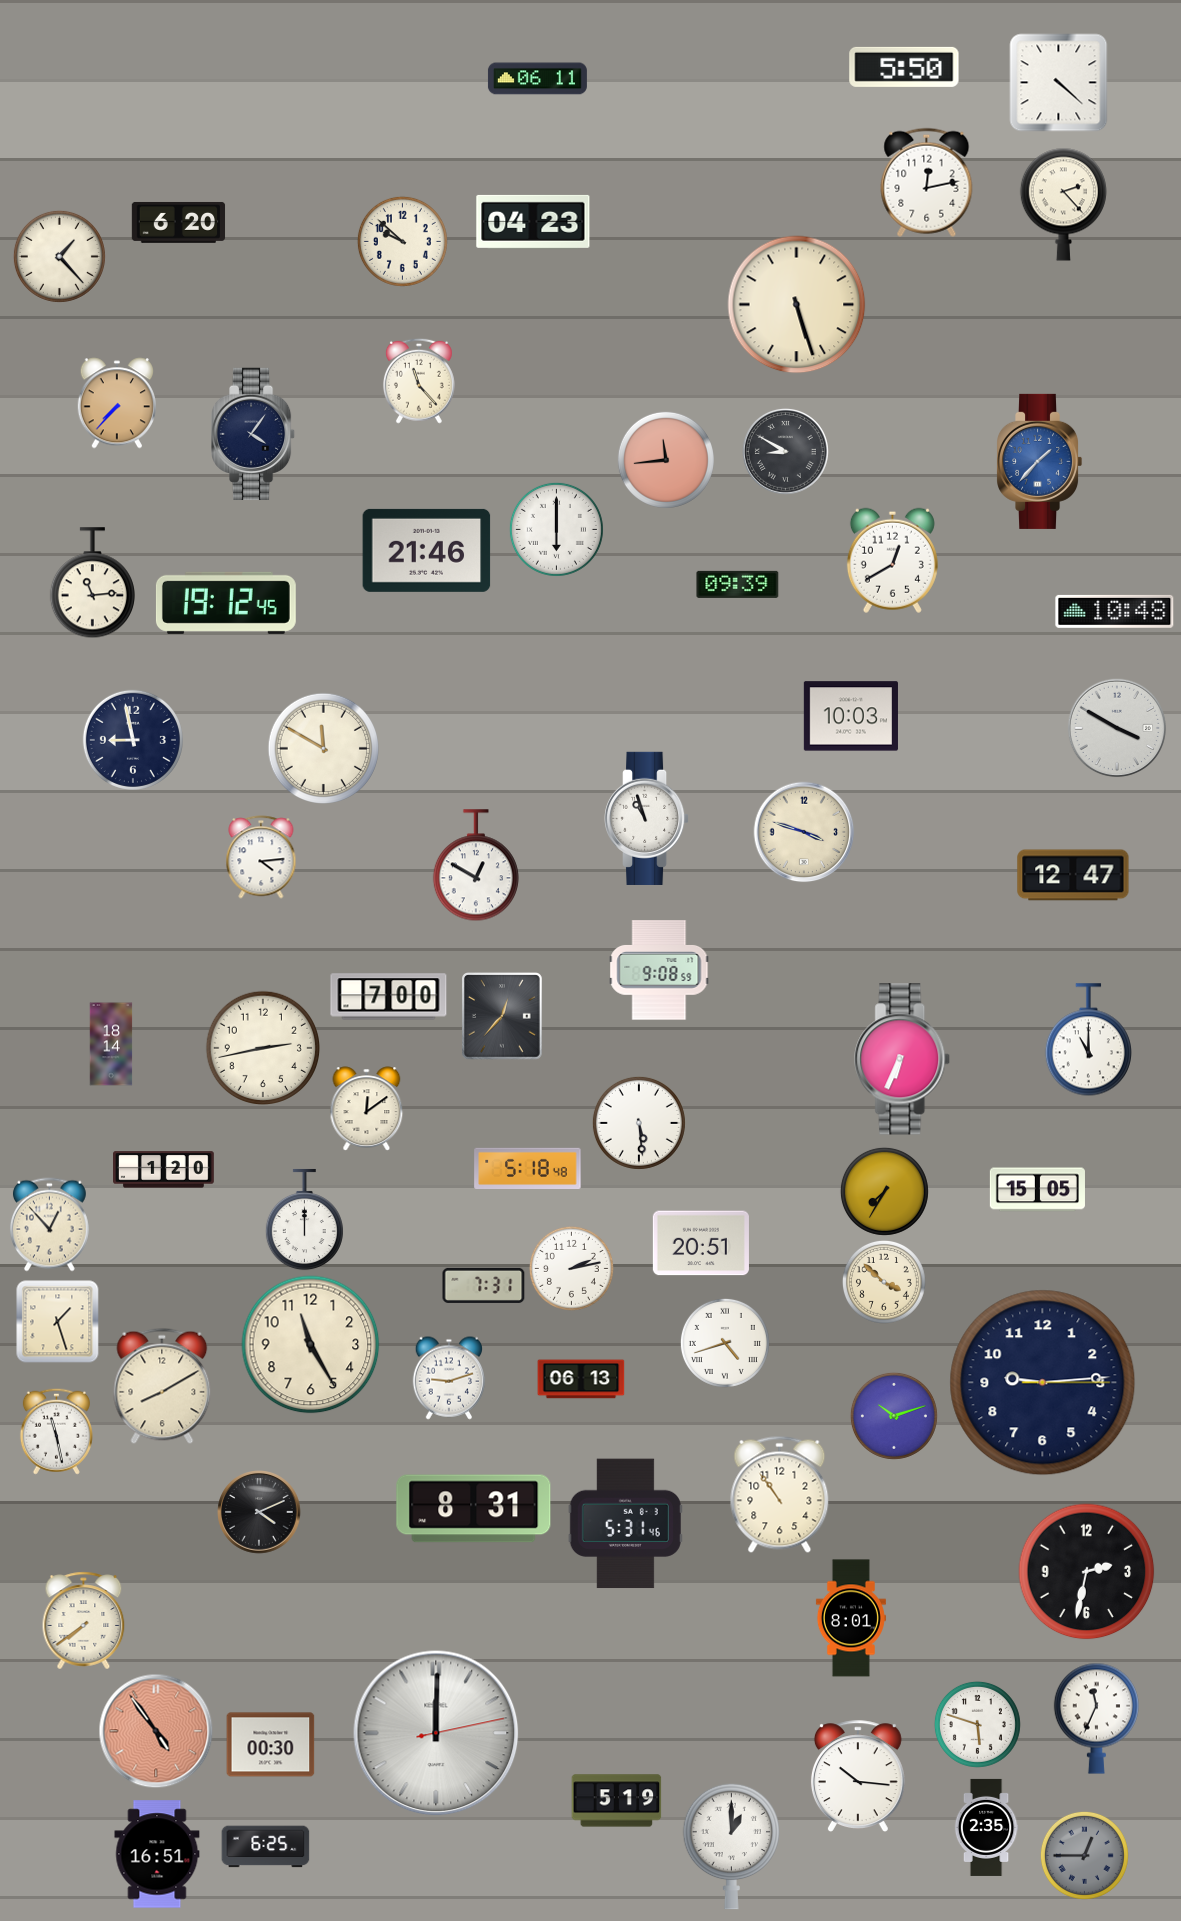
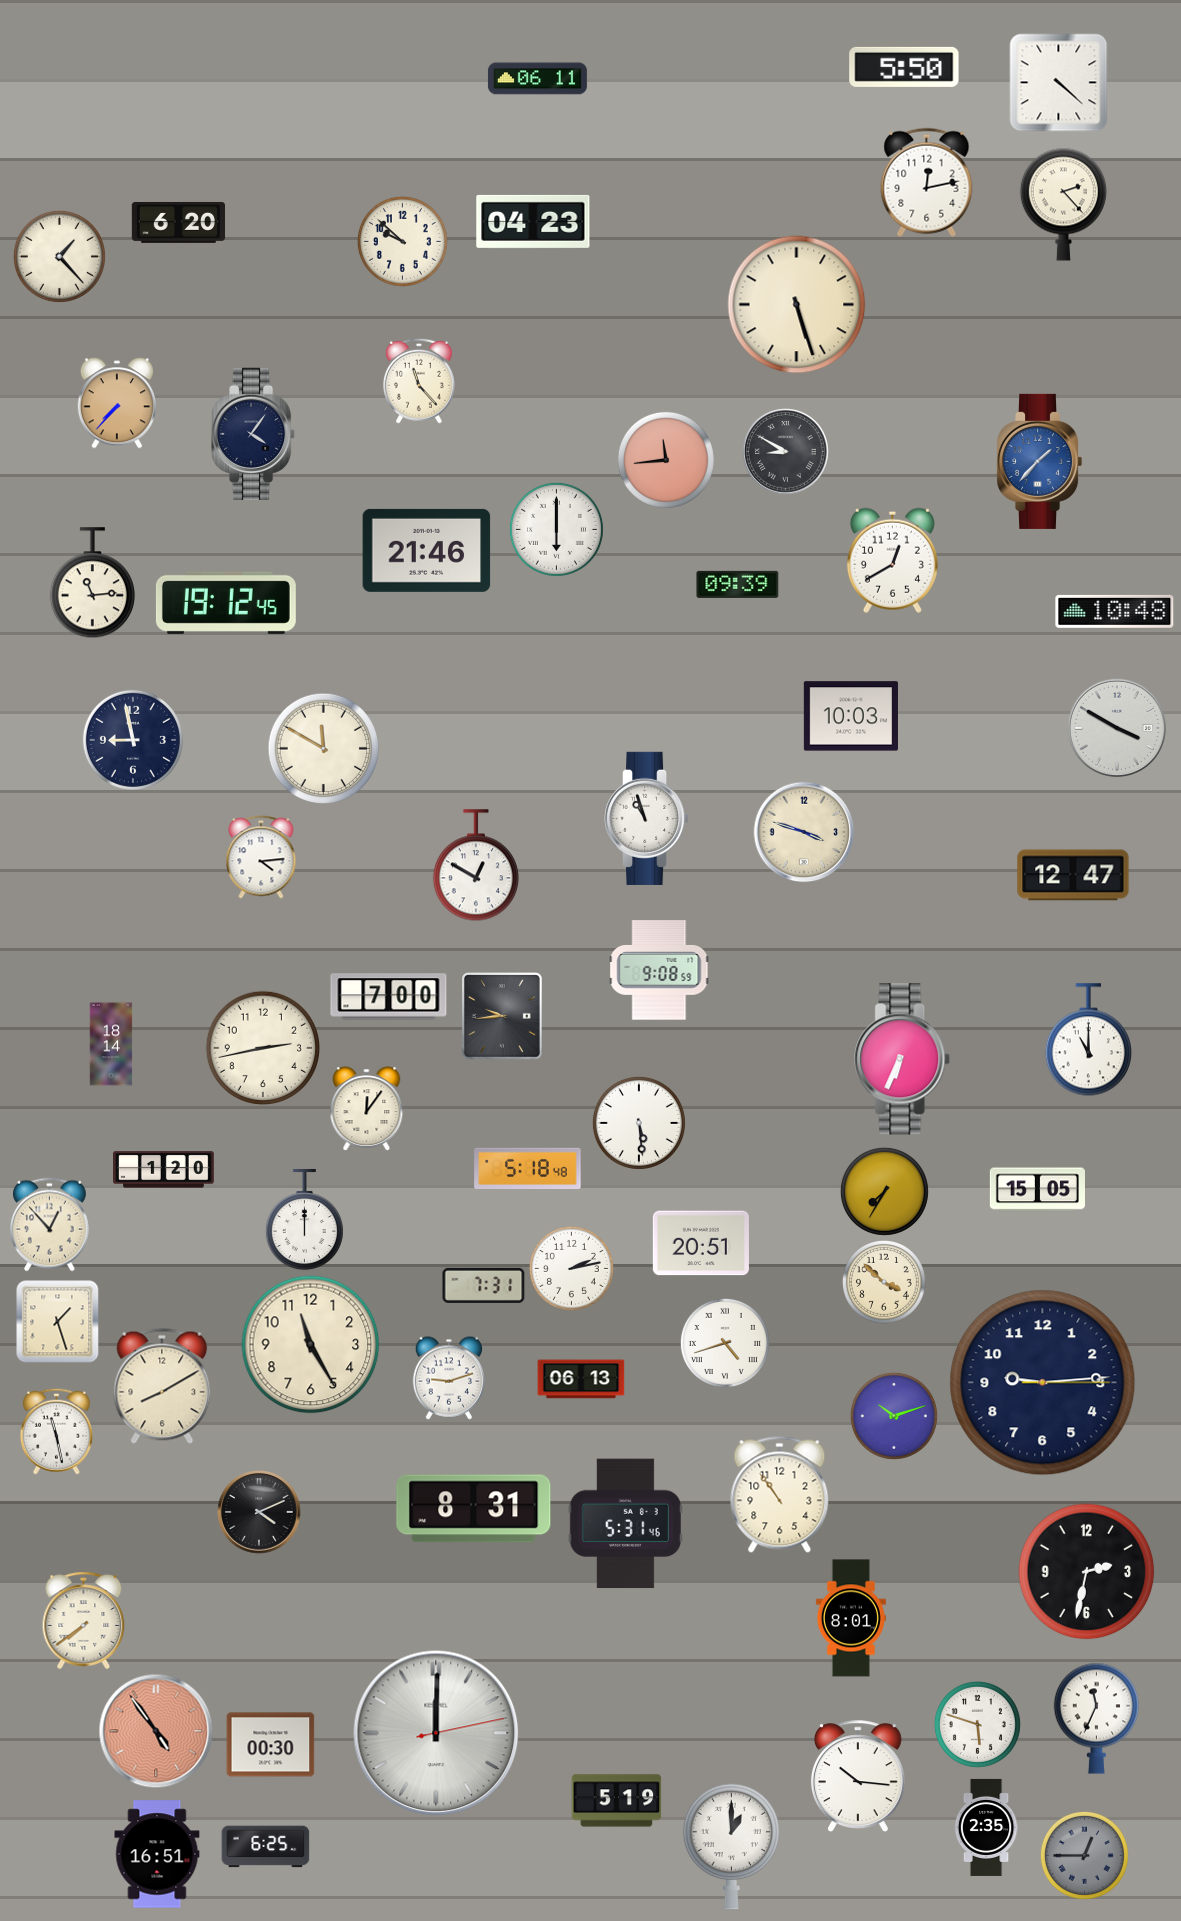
clock at (503, 1017): 12:37 -> 9:44
clock at (367, 1109): 12:09 -> 12:06
